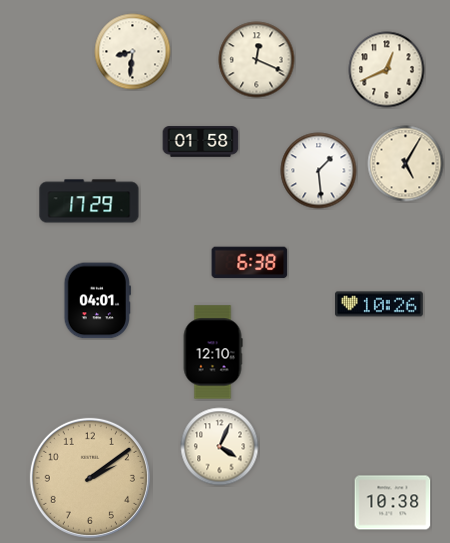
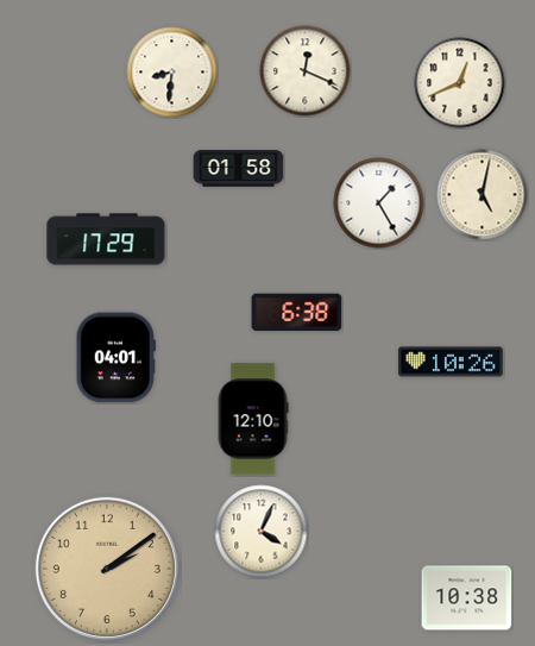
clock at (133, 52) position: (133, 52) -> (172, 73)
clock at (406, 164): 5:05 -> 5:02
clock at (319, 171): 1:29 -> 1:25
